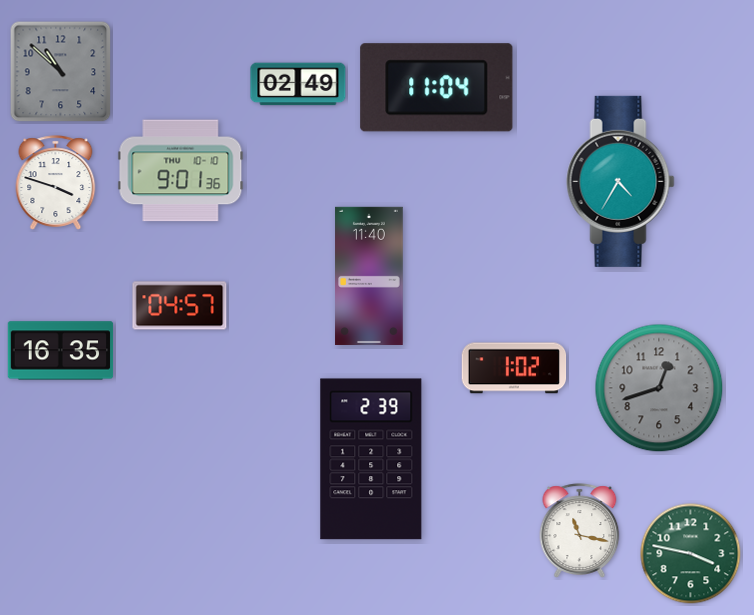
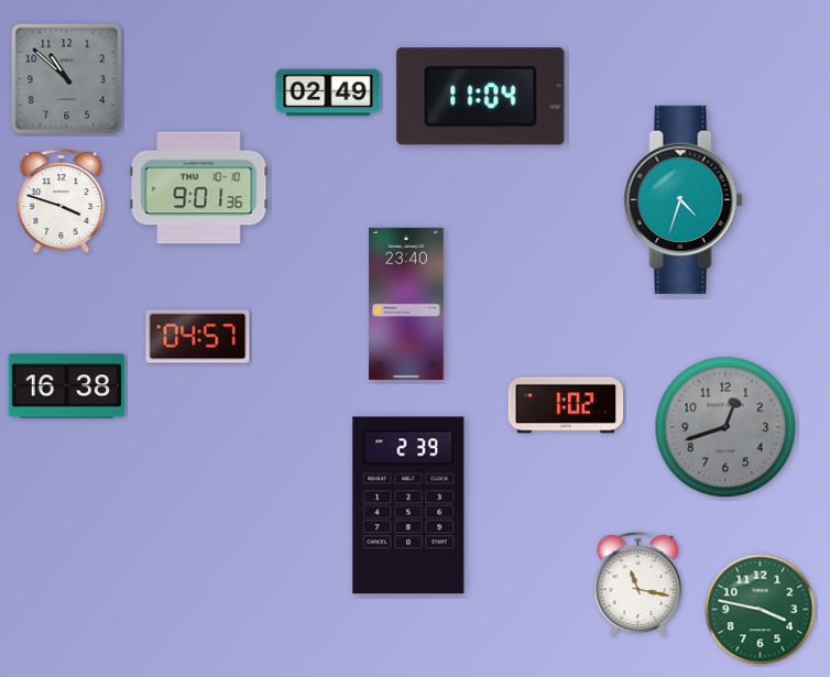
clock at (621, 181): 4:35 -> 4:33
clock at (369, 276): 11:40 -> 23:40
clock at (61, 351): 16:35 -> 16:38
